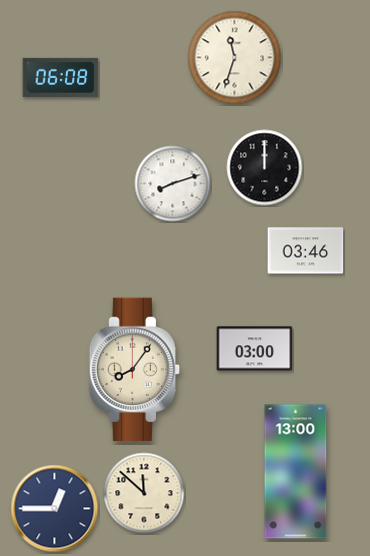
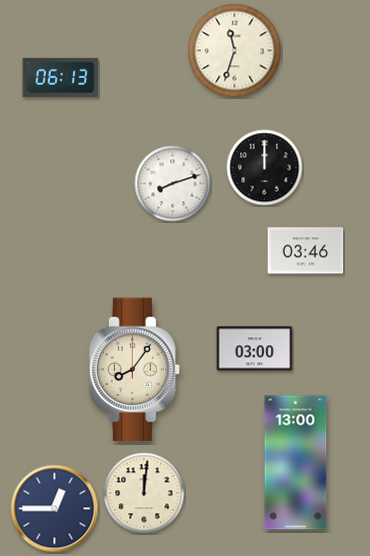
clock at (235, 58) position: (235, 58) -> (235, 51)
clock at (61, 77): 06:08 -> 06:13
clock at (296, 472) position: (296, 472) -> (296, 463)
clock at (144, 493): 11:52 -> 12:01
